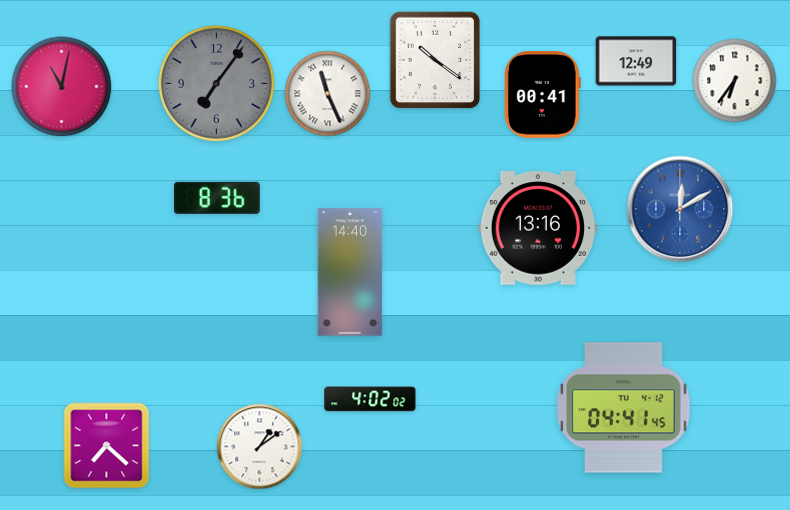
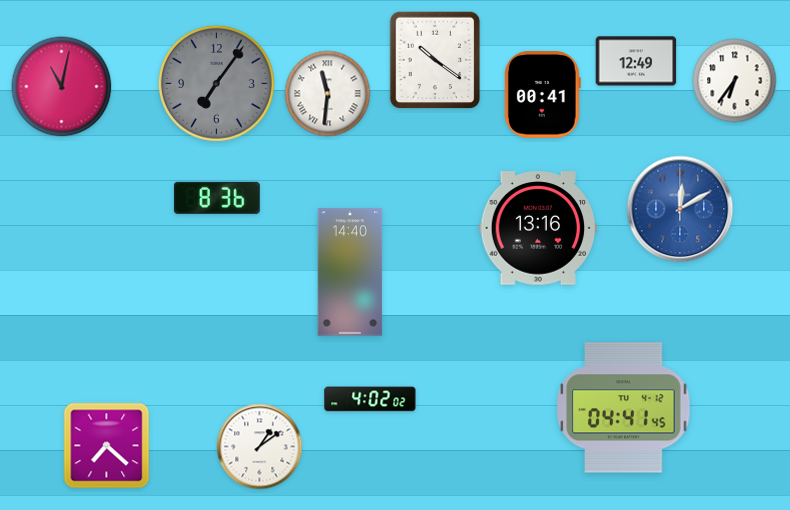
clock at (328, 94): 11:26 -> 11:31
